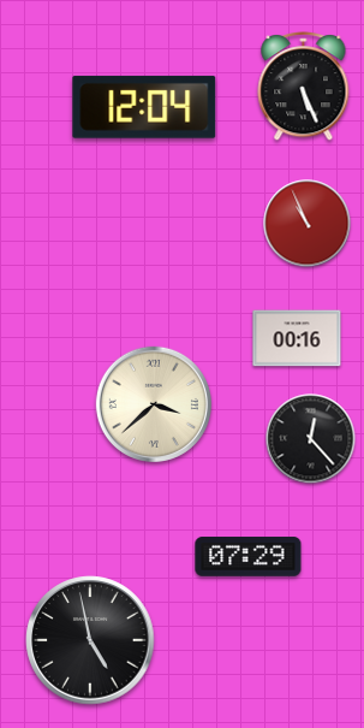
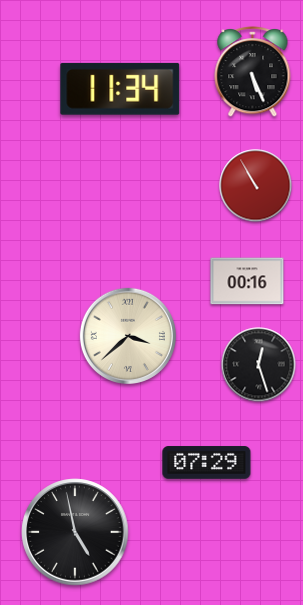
clock at (144, 107): 12:04 -> 11:34
clock at (308, 224): 10:56 -> 10:55
clock at (311, 439): 12:23 -> 12:27
